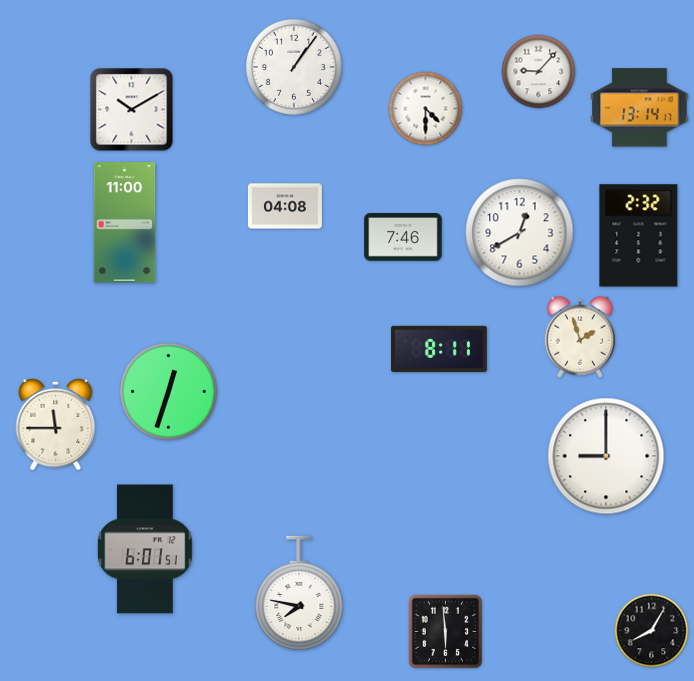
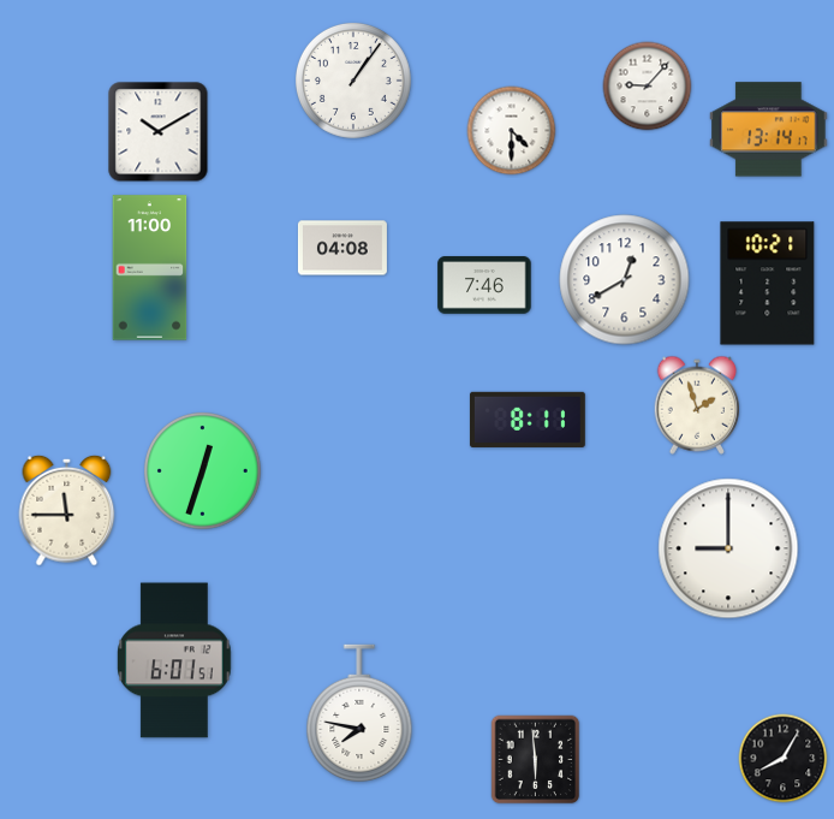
clock at (639, 236): 2:32 -> 10:21
